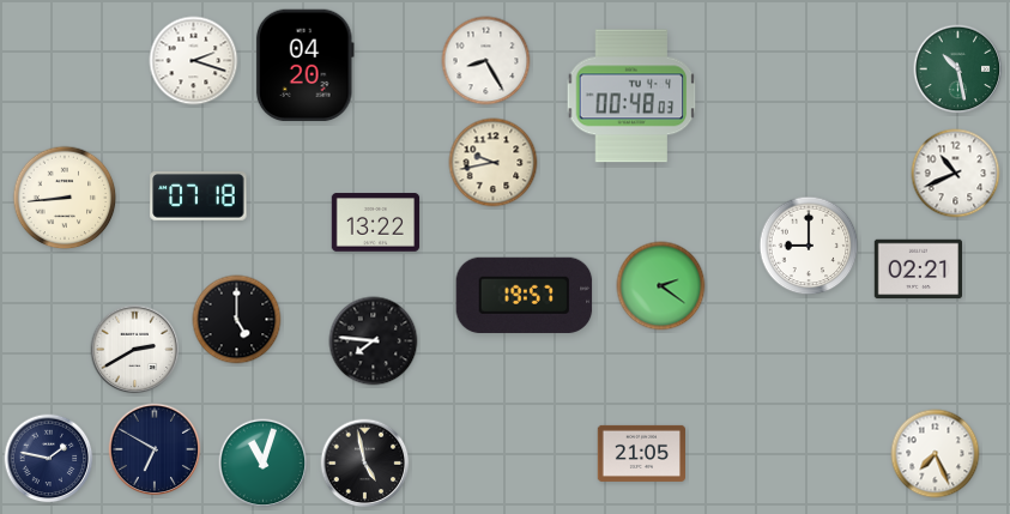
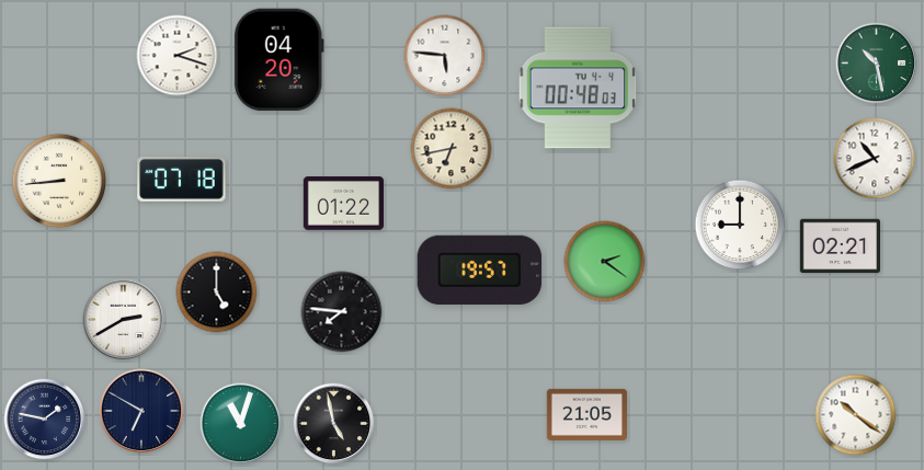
clock at (486, 61): 8:25 -> 5:46
clock at (494, 163): 9:43 -> 6:43
clock at (376, 223): 13:22 -> 01:22
clock at (936, 454): 7:26 -> 10:21
